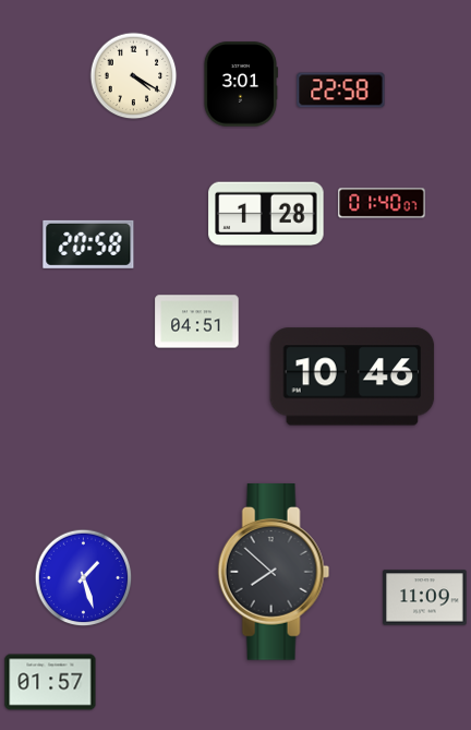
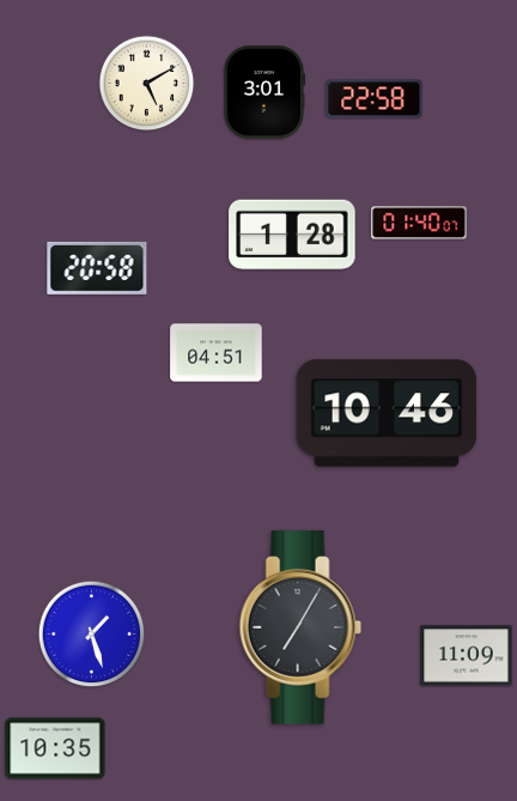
clock at (134, 76): 4:20 -> 5:10
clock at (274, 573): 7:52 -> 7:05
clock at (50, 682): 01:57 -> 10:35
